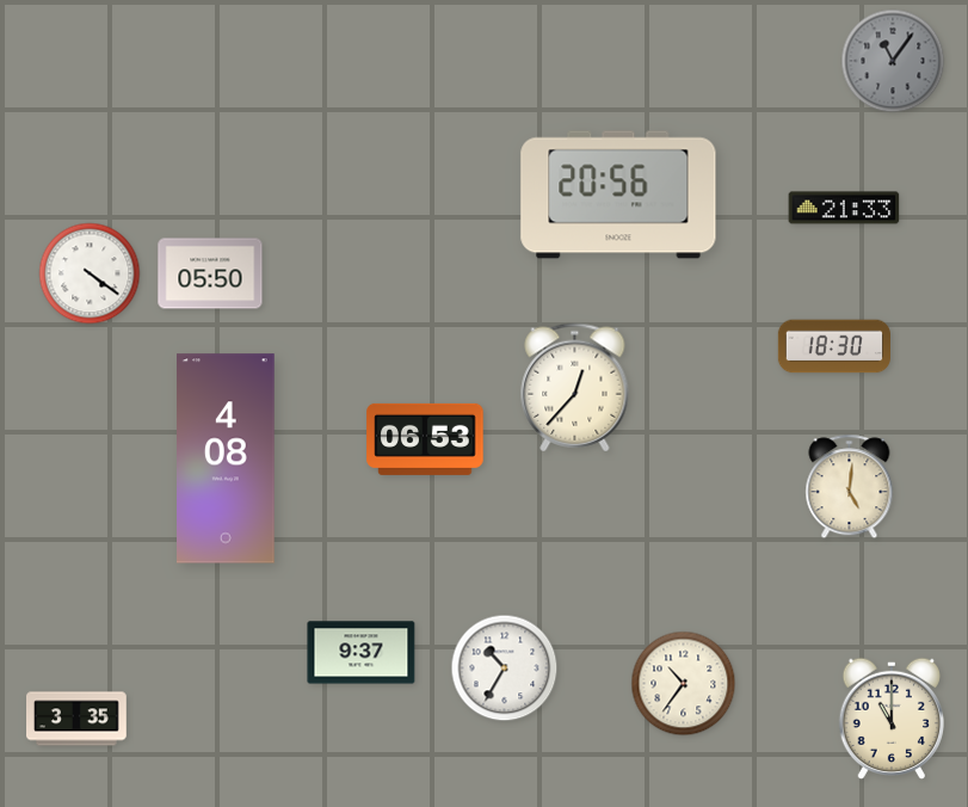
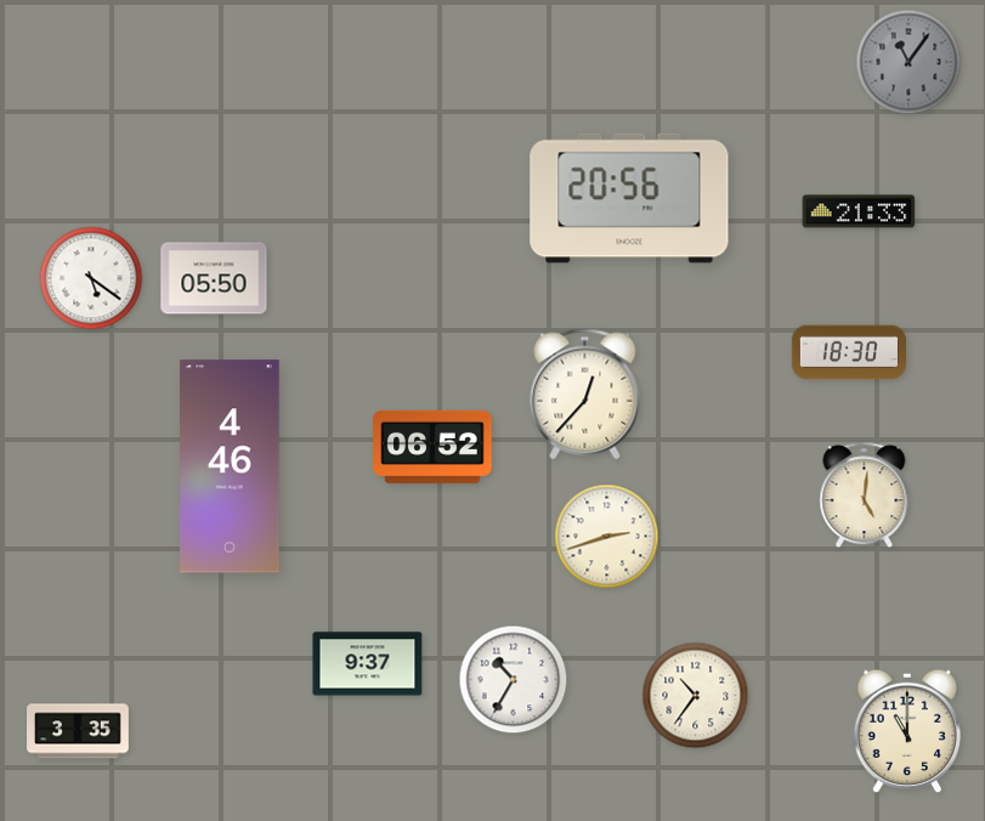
clock at (90, 273): 4:21 -> 5:21
clock at (425, 439): 06:53 -> 06:52
clock at (227, 458): 4:08 -> 4:46
clock at (607, 537): none -> 2:42
